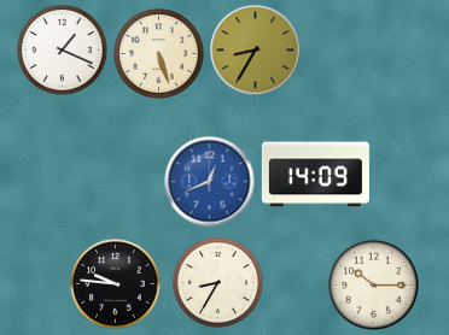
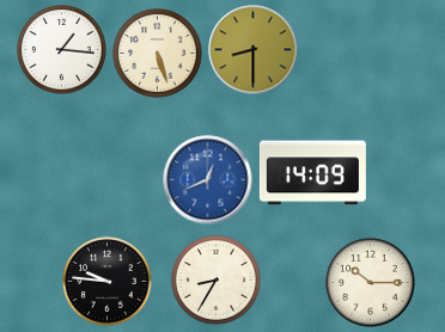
clock at (63, 51): 1:19 -> 1:16
clock at (256, 51): 8:35 -> 8:30
clock at (116, 284) position: (116, 284) -> (108, 282)
